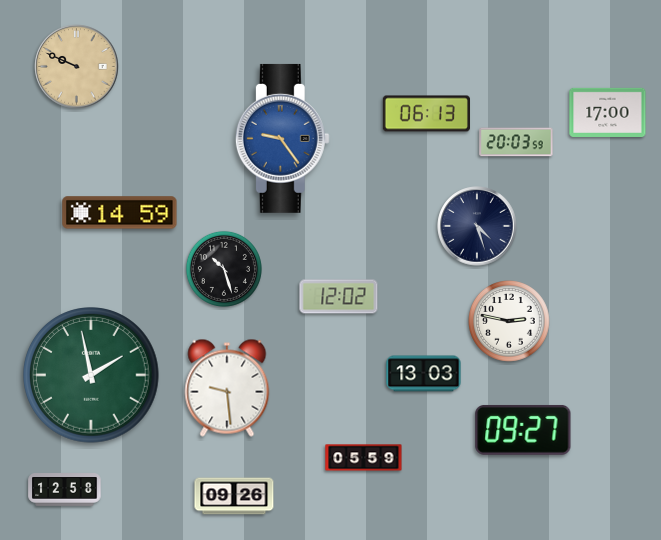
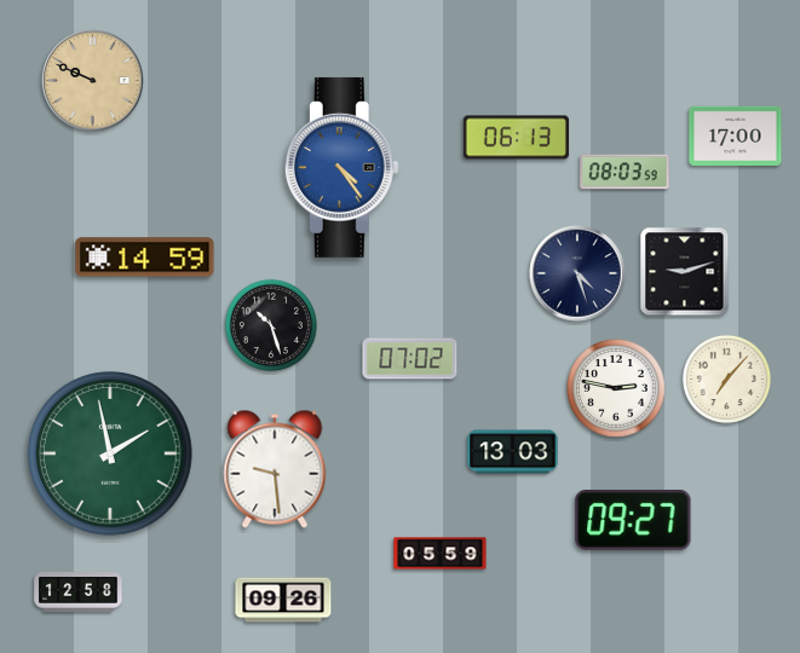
clock at (282, 138): 9:24 -> 4:24
clock at (516, 142): 20:03 -> 08:03
clock at (685, 272): none -> 9:12
clock at (339, 297): 12:02 -> 07:02
clock at (726, 378): none -> 7:07
